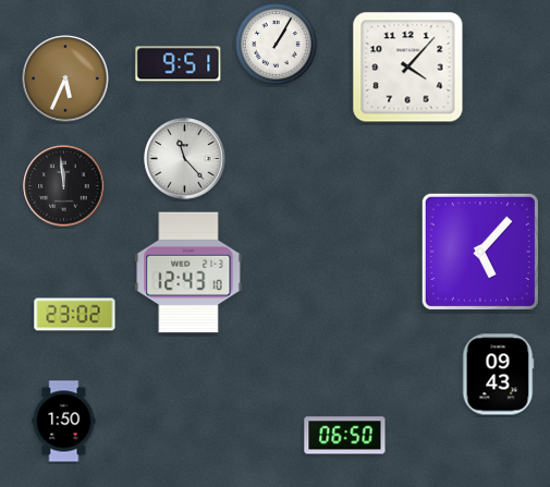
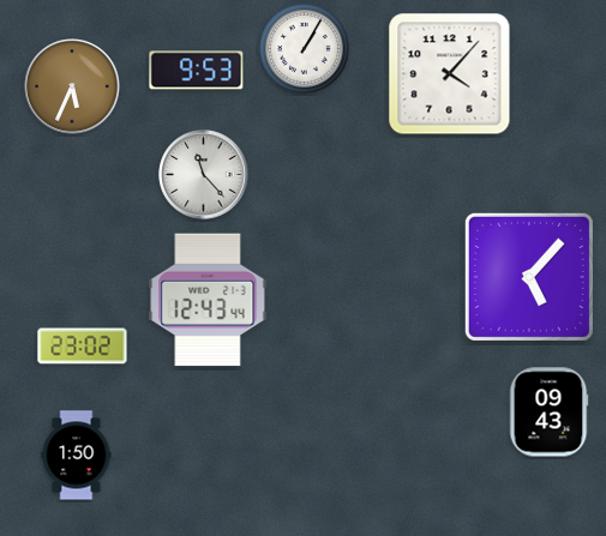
clock at (179, 64): 9:51 -> 9:53
clock at (64, 186): 11:59 -> none
clock at (188, 272): 12:43:10 -> 12:43:44
clock at (64, 422) position: (64, 422) -> (77, 456)
clock at (345, 436): 06:50 -> none
